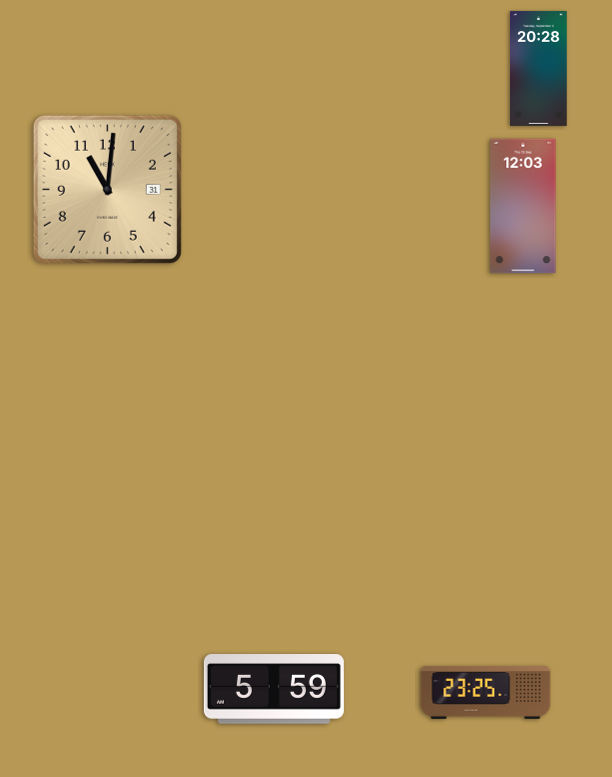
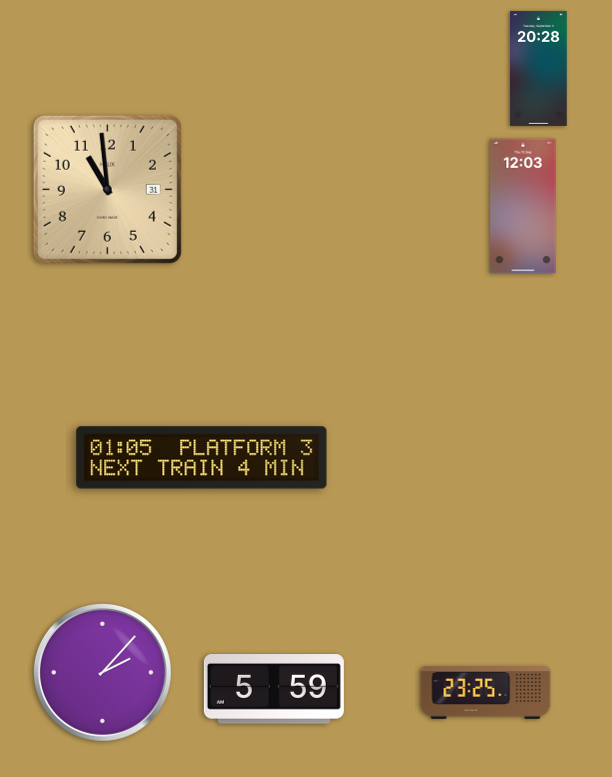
clock at (107, 189): 11:01 -> 10:59
clock at (202, 458): none -> 01:05
clock at (102, 672): none -> 2:07
